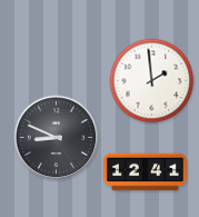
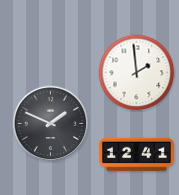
clock at (57, 138): 8:49 -> 1:49
clock at (146, 172) position: (146, 172) -> (137, 155)
